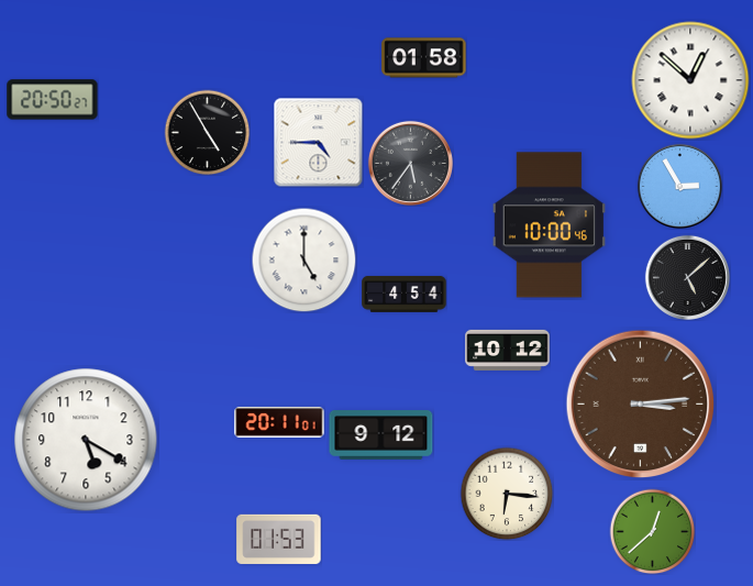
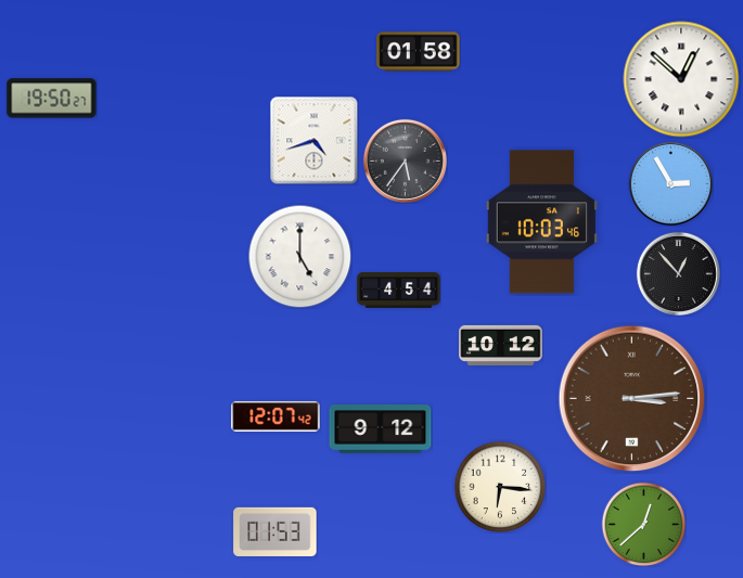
clock at (424, 58) position: (424, 58) -> (419, 52)
clock at (53, 100): 20:50 -> 19:50
clock at (207, 132): 4:55 -> none
clock at (318, 142): 4:45 -> 4:42
clock at (549, 225): 10:00 -> 10:03
clock at (687, 277): 5:08 -> 12:53
clock at (279, 422): 20:11 -> 12:07
clock at (381, 435) position: (381, 435) -> (381, 429)
clock at (86, 440): 5:20 -> none
